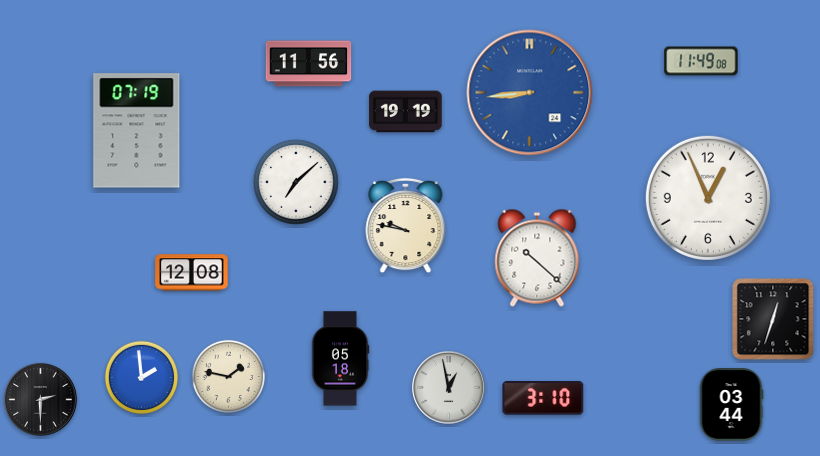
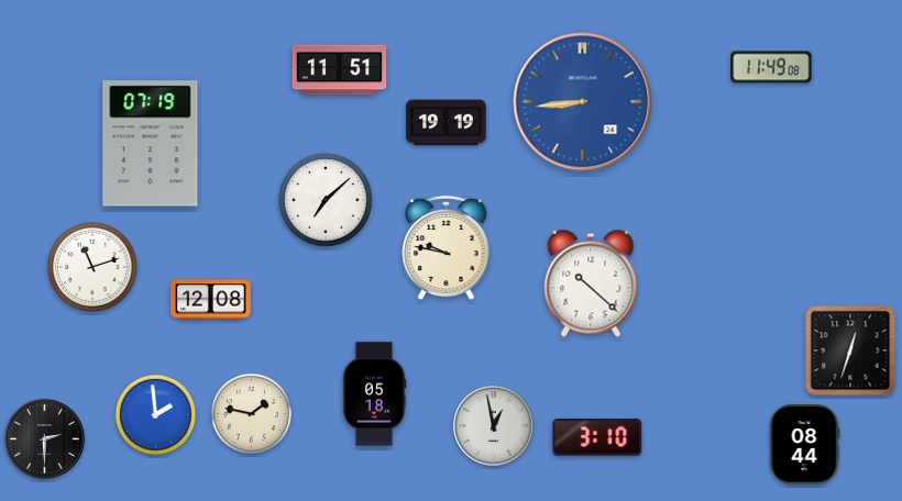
clock at (309, 64): 11:56 -> 11:51
clock at (708, 198): 12:56 -> none
clock at (94, 268): none -> 11:12
clock at (731, 405): 03:44 -> 08:44
